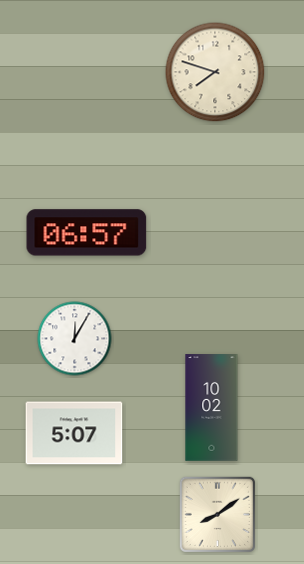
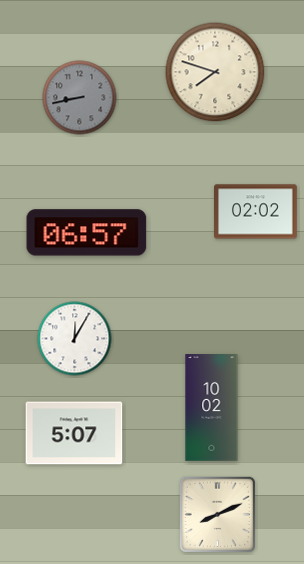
clock at (80, 98): none -> 8:43
clock at (256, 212): none -> 02:02
clock at (217, 514): 8:09 -> 8:11
